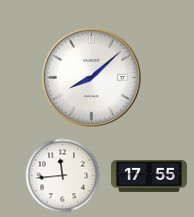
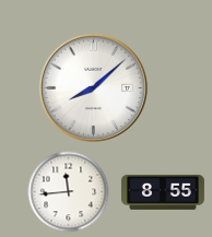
clock at (91, 77) position: (91, 77) -> (93, 87)
clock at (149, 176): 17:55 -> 8:55
